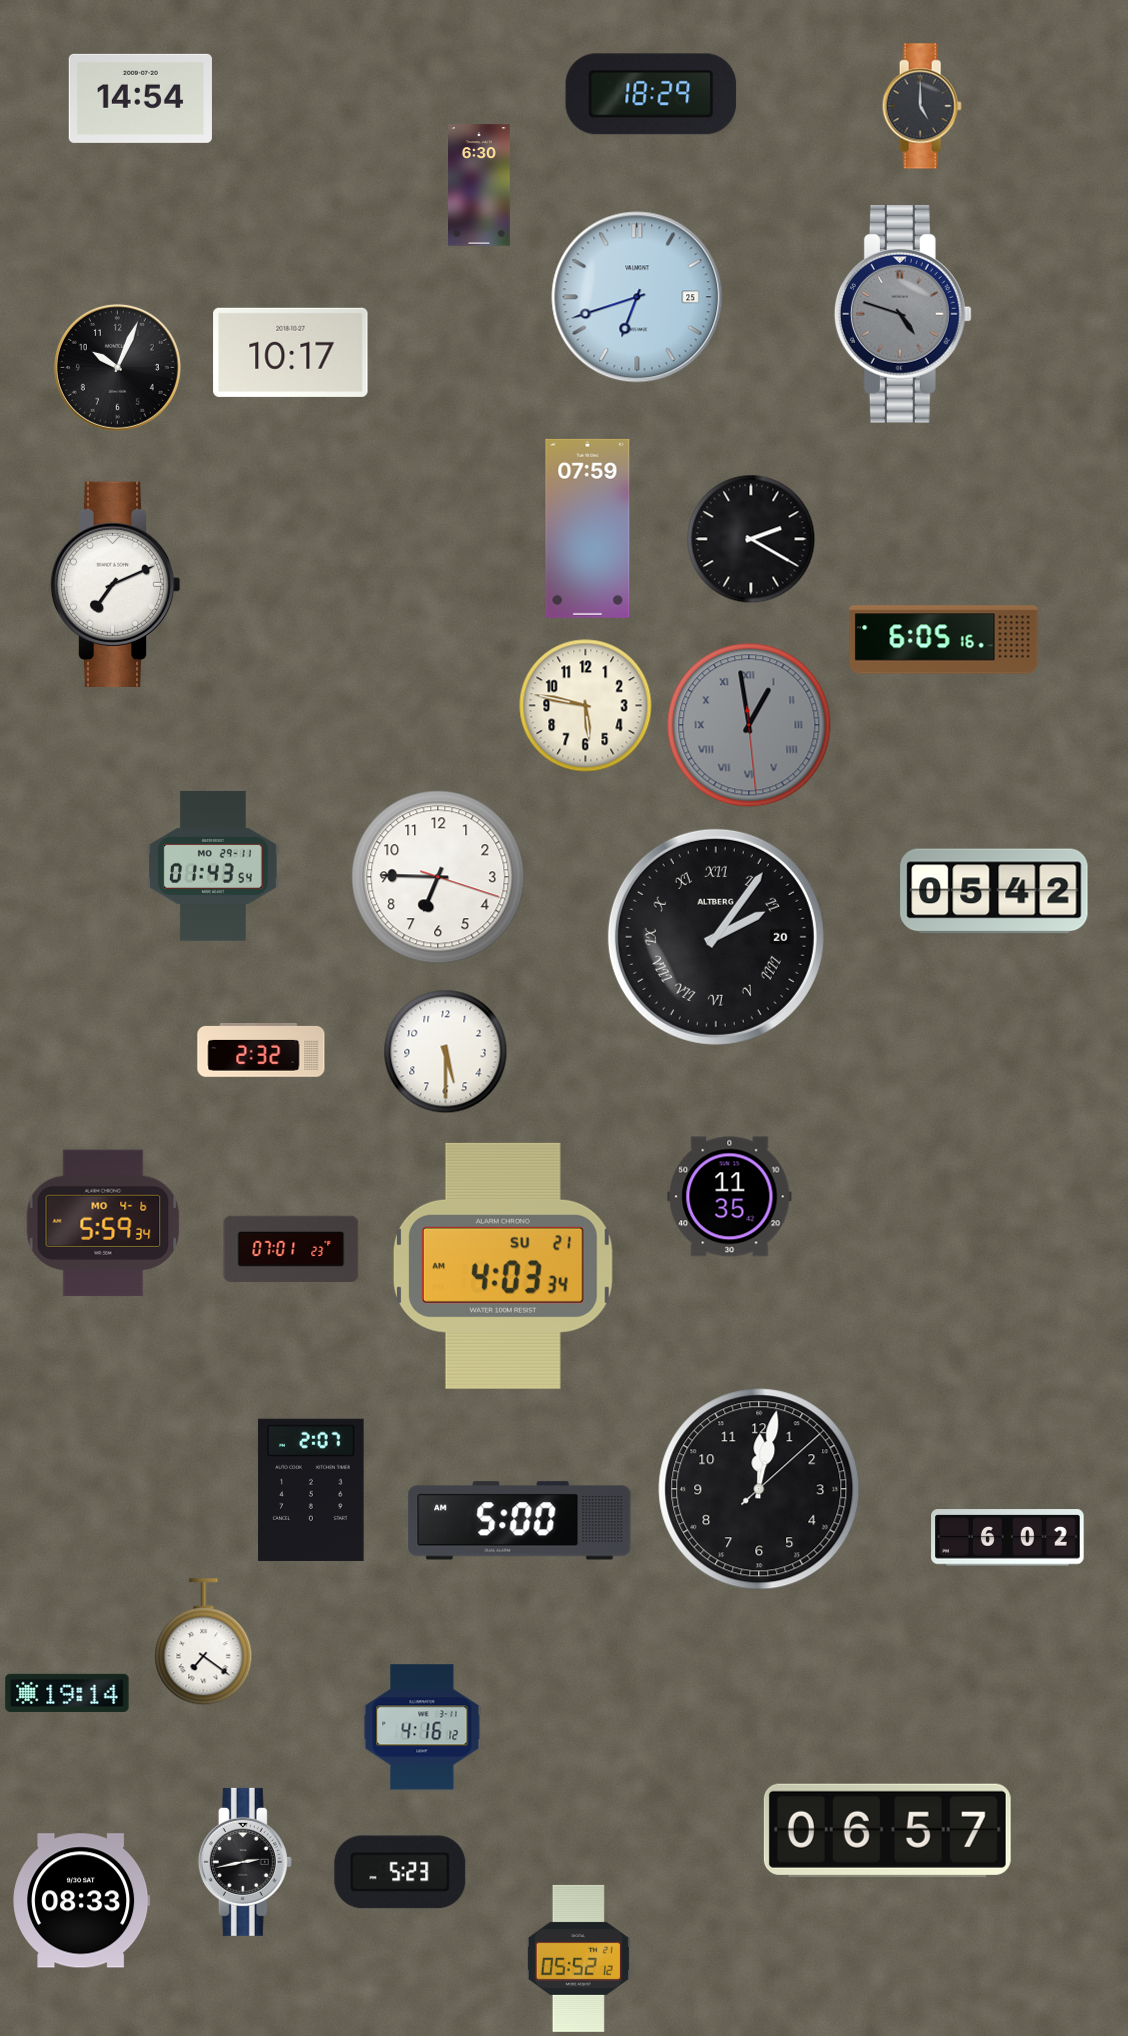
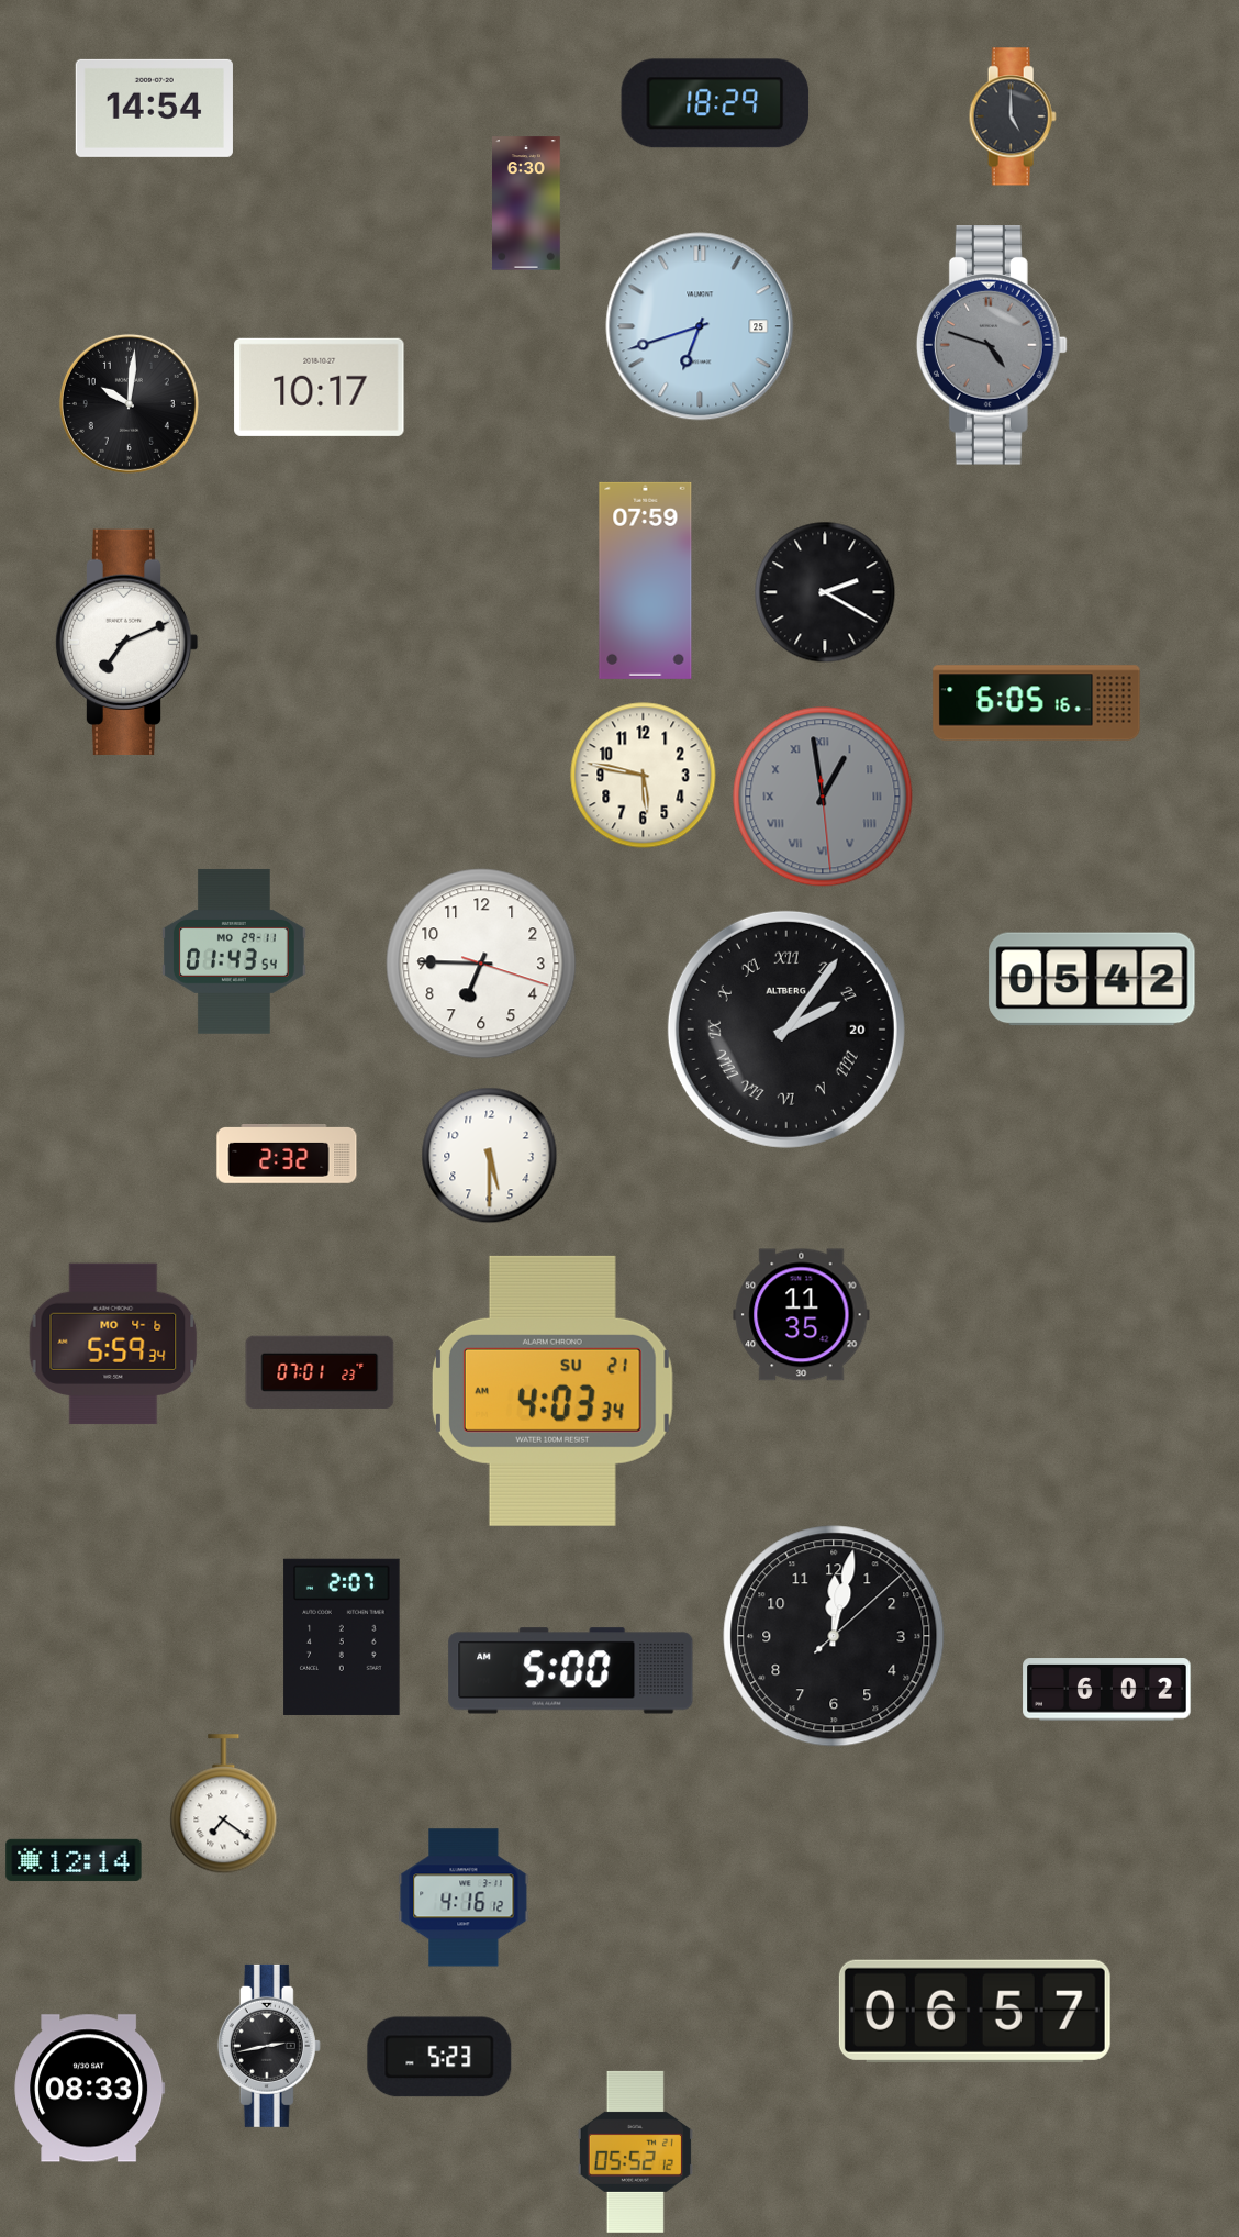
clock at (117, 367): 10:04 -> 10:01
clock at (67, 1693): 19:14 -> 12:14
